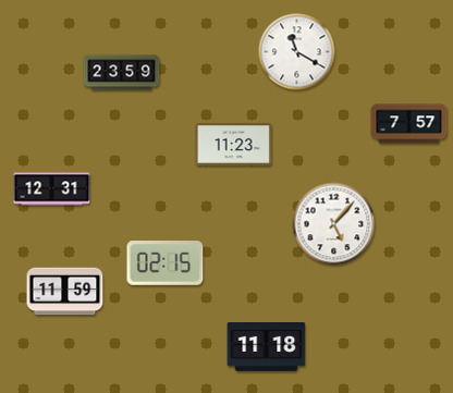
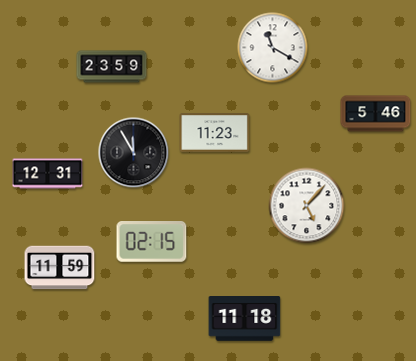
clock at (409, 124): 7:57 -> 5:46
clock at (134, 153): none -> 11:55
